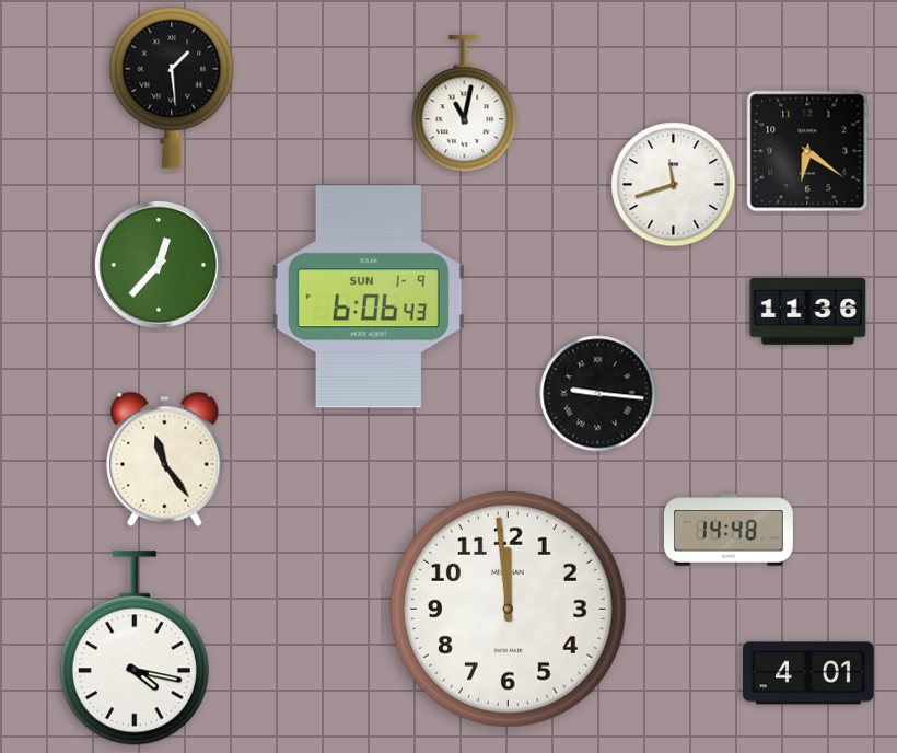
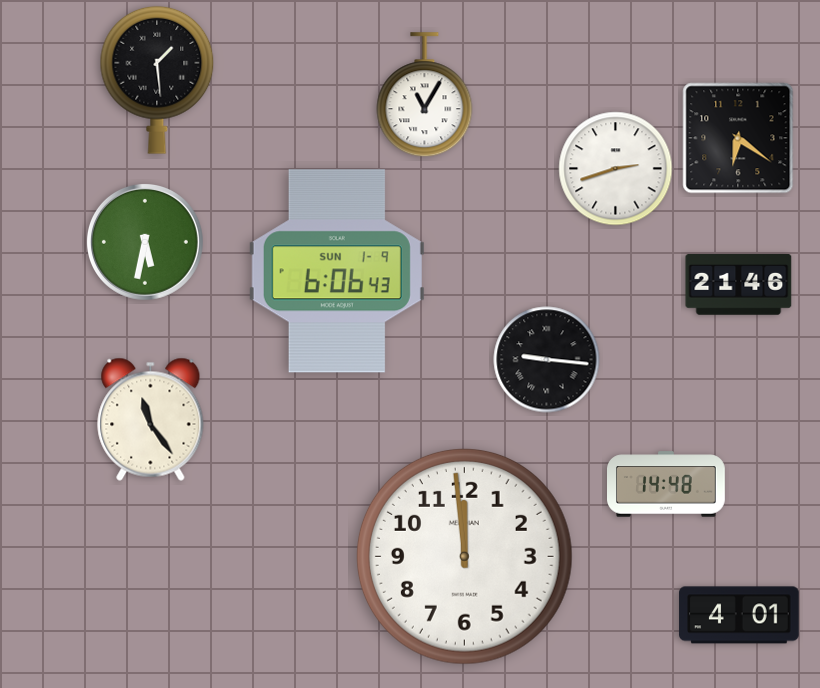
clock at (465, 104): 11:02 -> 11:05
clock at (674, 185): 11:42 -> 2:42
clock at (159, 265): 12:37 -> 5:32
clock at (808, 312): 11:36 -> 21:46
clock at (135, 648): 4:17 -> none
